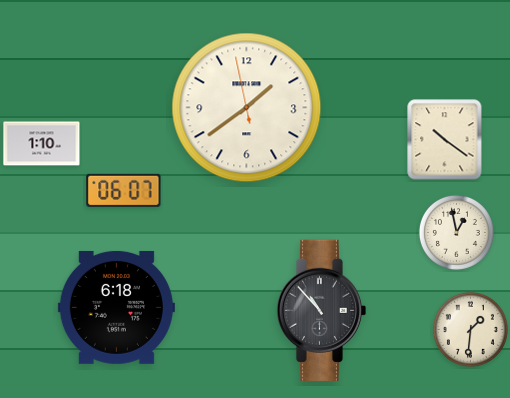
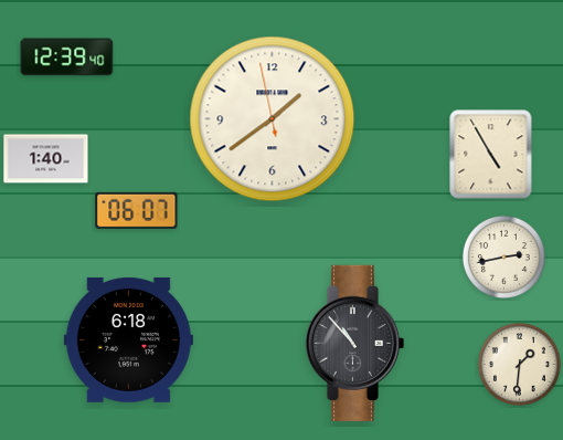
clock at (67, 57): none -> 12:39
clock at (445, 140): 10:21 -> 4:55
clock at (42, 144): 1:10 -> 1:40
clock at (456, 232): 12:58 -> 2:43
